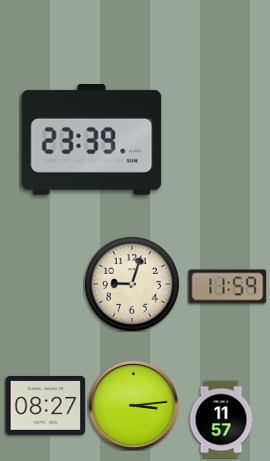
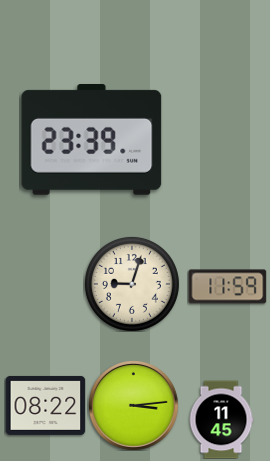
clock at (45, 405): 08:27 -> 08:22
clock at (221, 419): 11:57 -> 11:45
